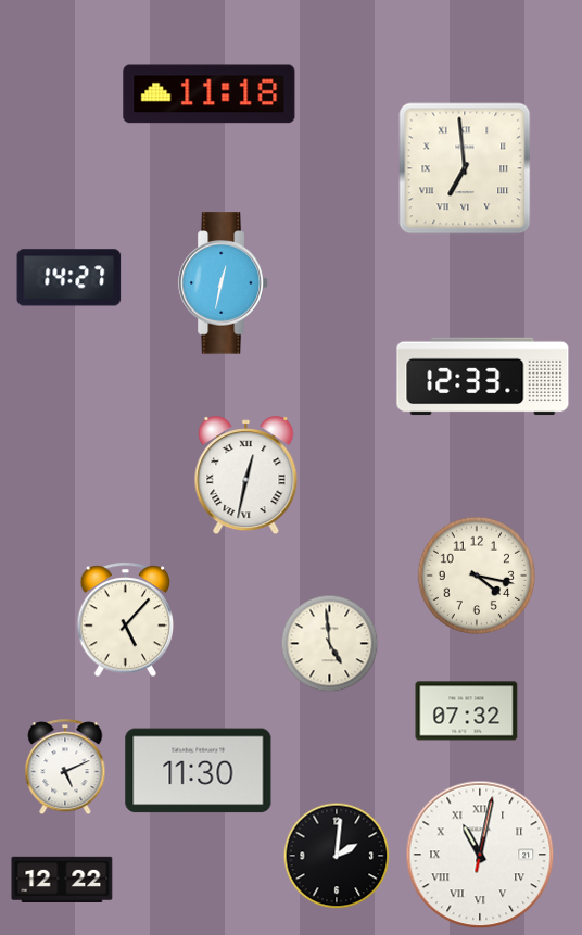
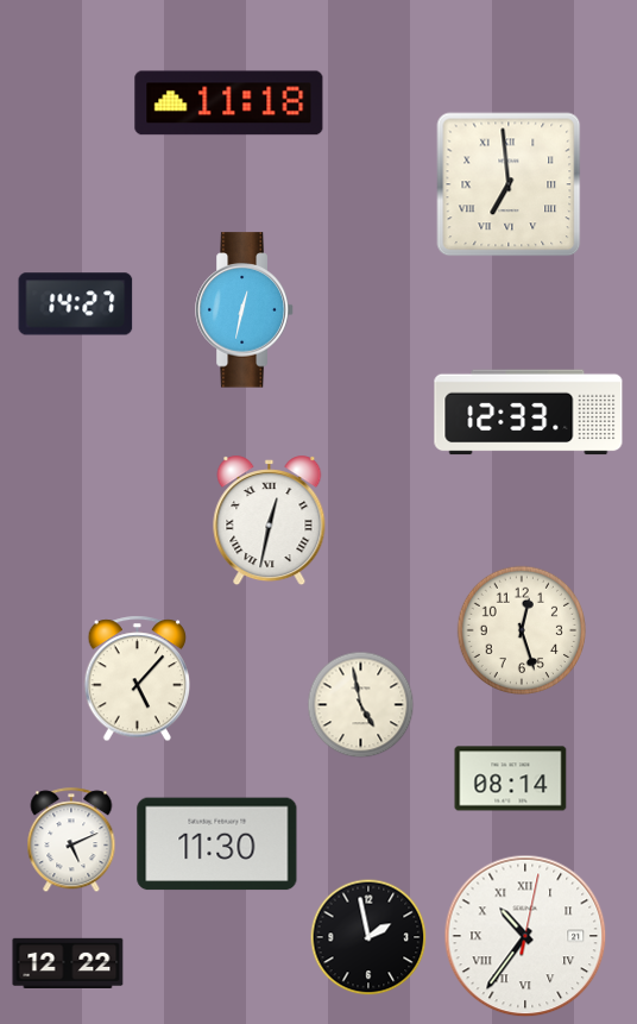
clock at (476, 574): 4:17 -> 12:27
clock at (330, 644): 4:59 -> 4:58
clock at (467, 711): 07:32 -> 08:14
clock at (480, 855): 11:02 -> 10:36
clock at (337, 856): 2:01 -> 1:58
